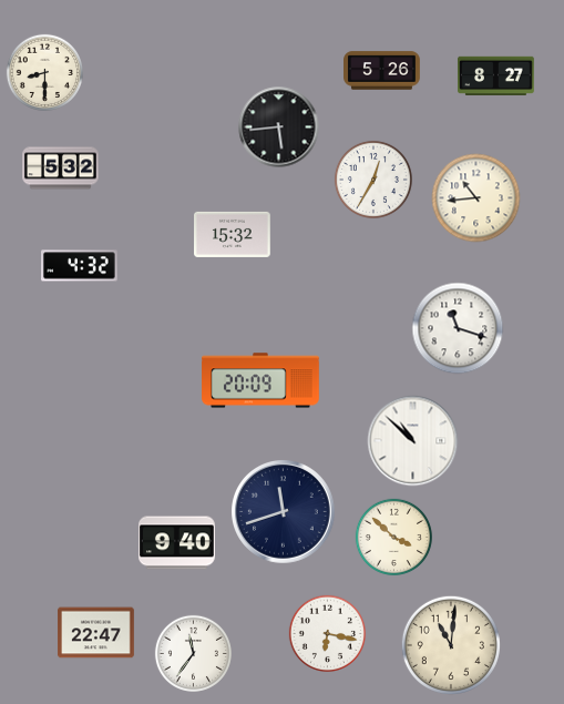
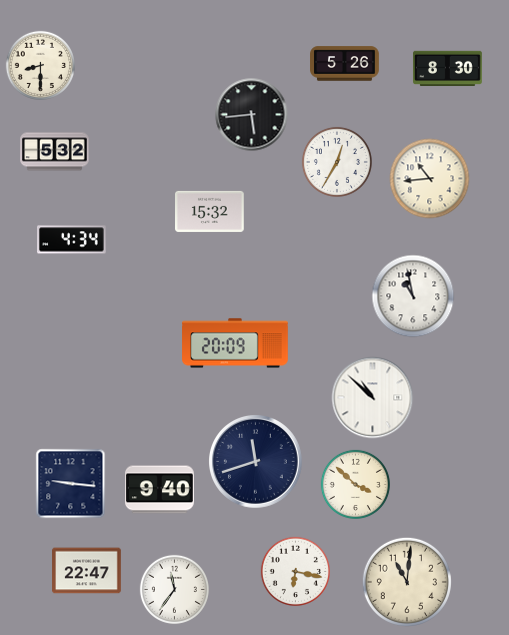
clock at (496, 75): 8:27 -> 8:30
clock at (80, 266): 4:32 -> 4:34
clock at (458, 328): 11:18 -> 10:58
clock at (71, 484): none -> 9:16
